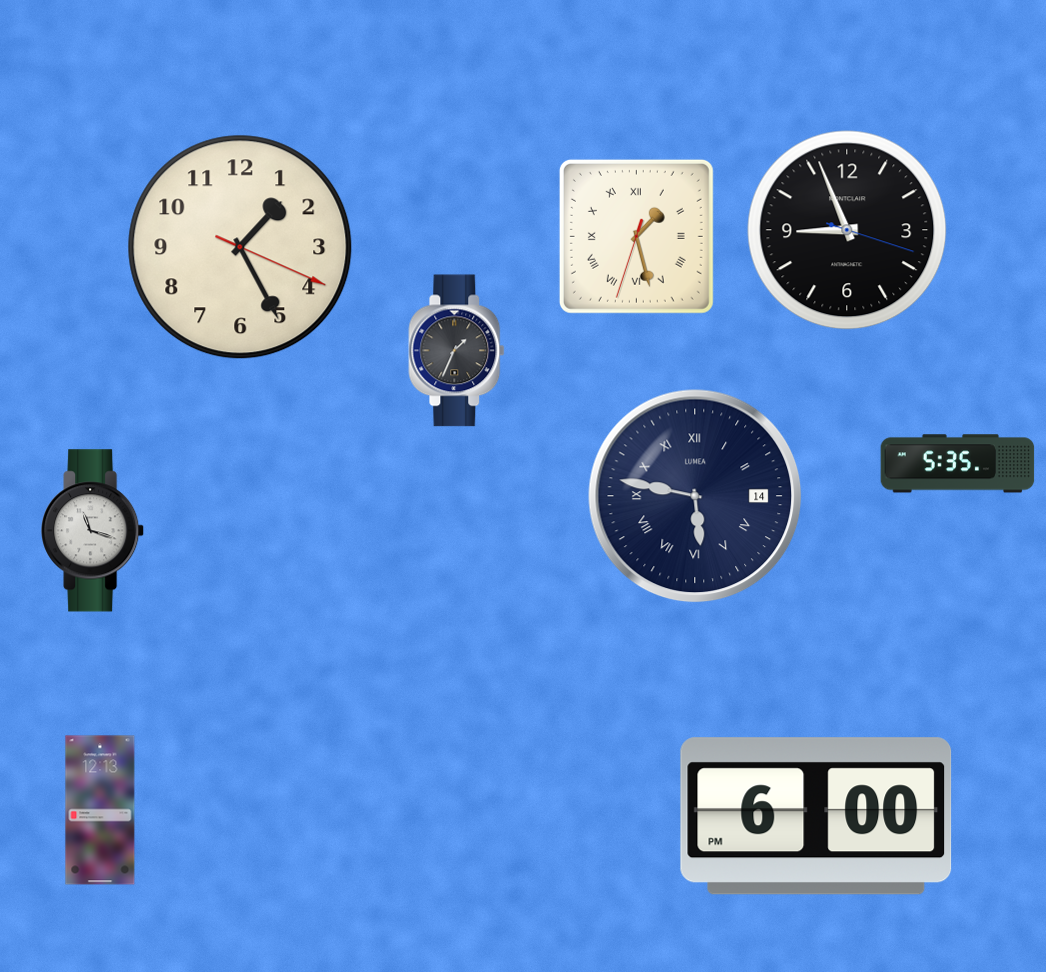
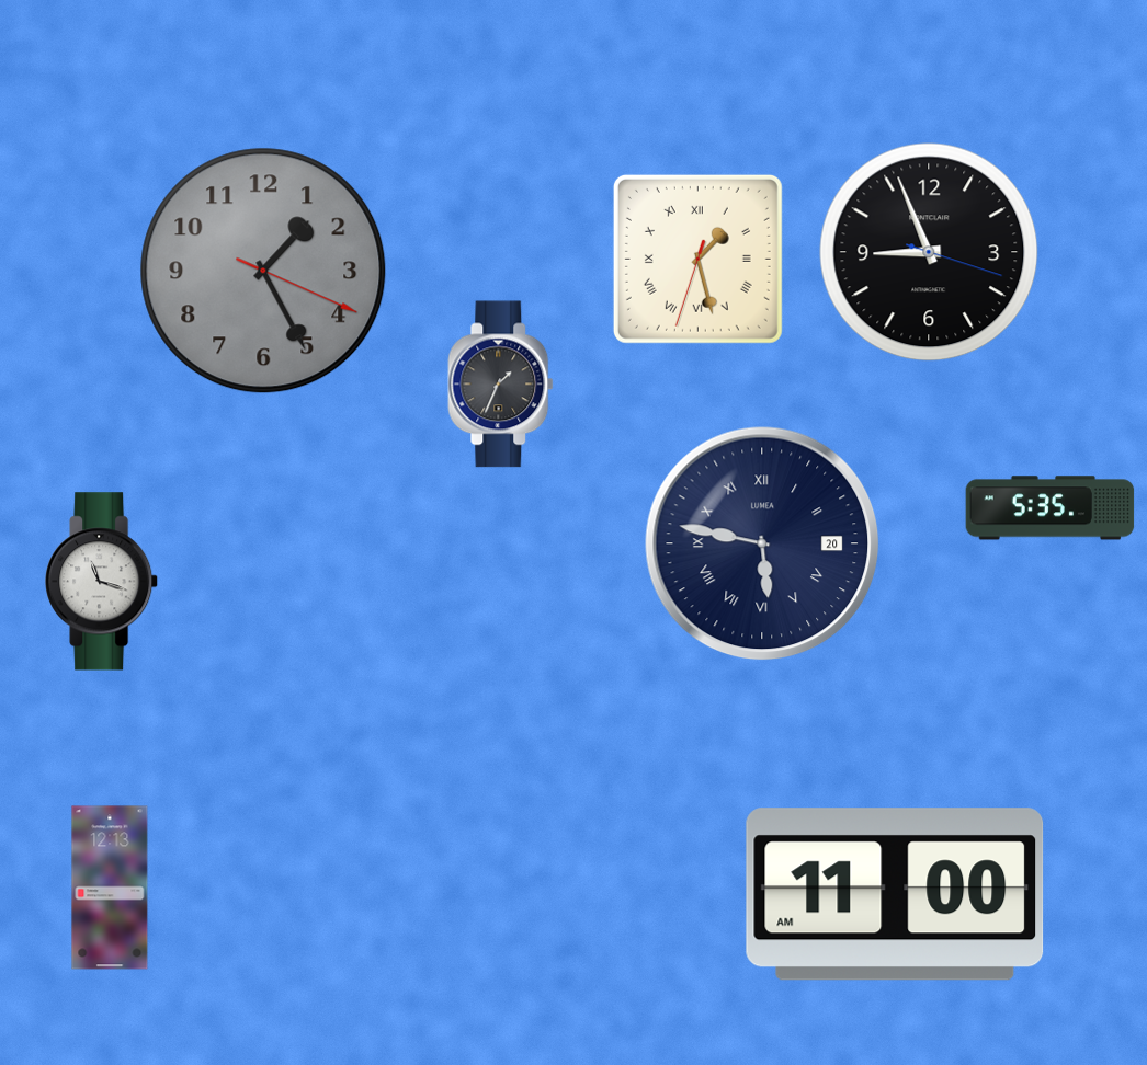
clock at (240, 247) dial: cream -> grey
clock at (695, 496) date: 14 -> 20
clock at (816, 816): 6:00 -> 11:00
